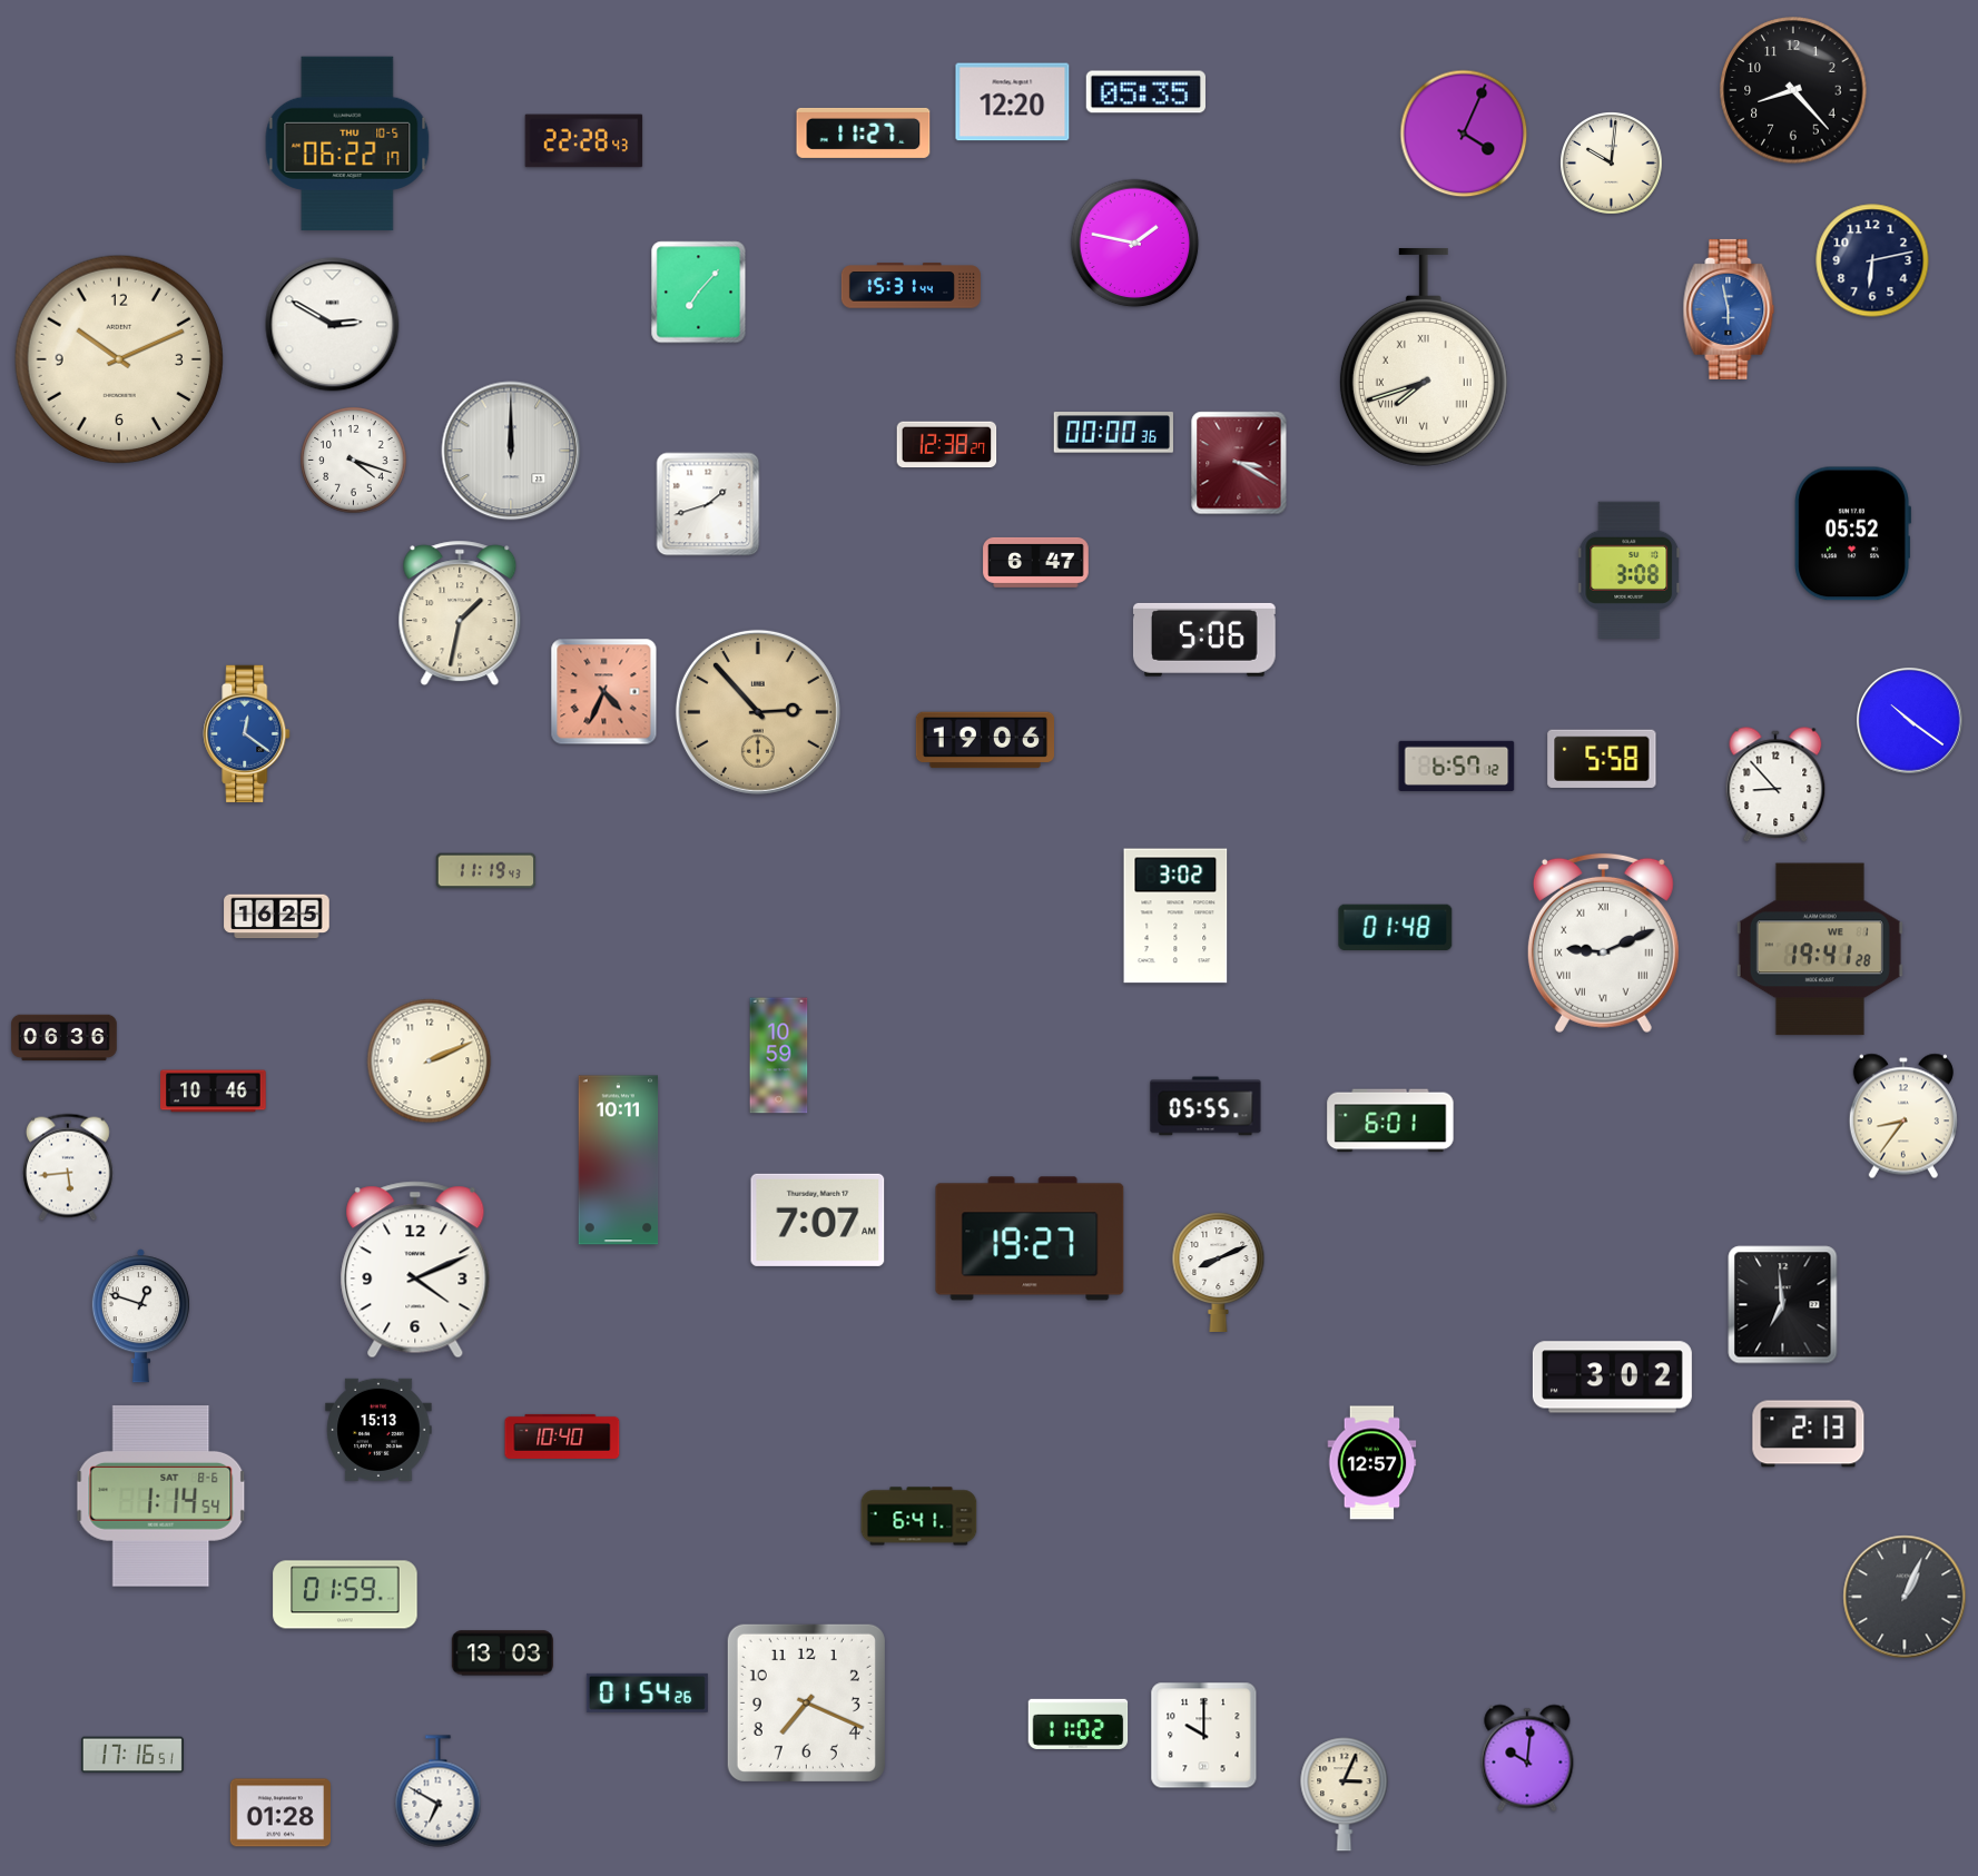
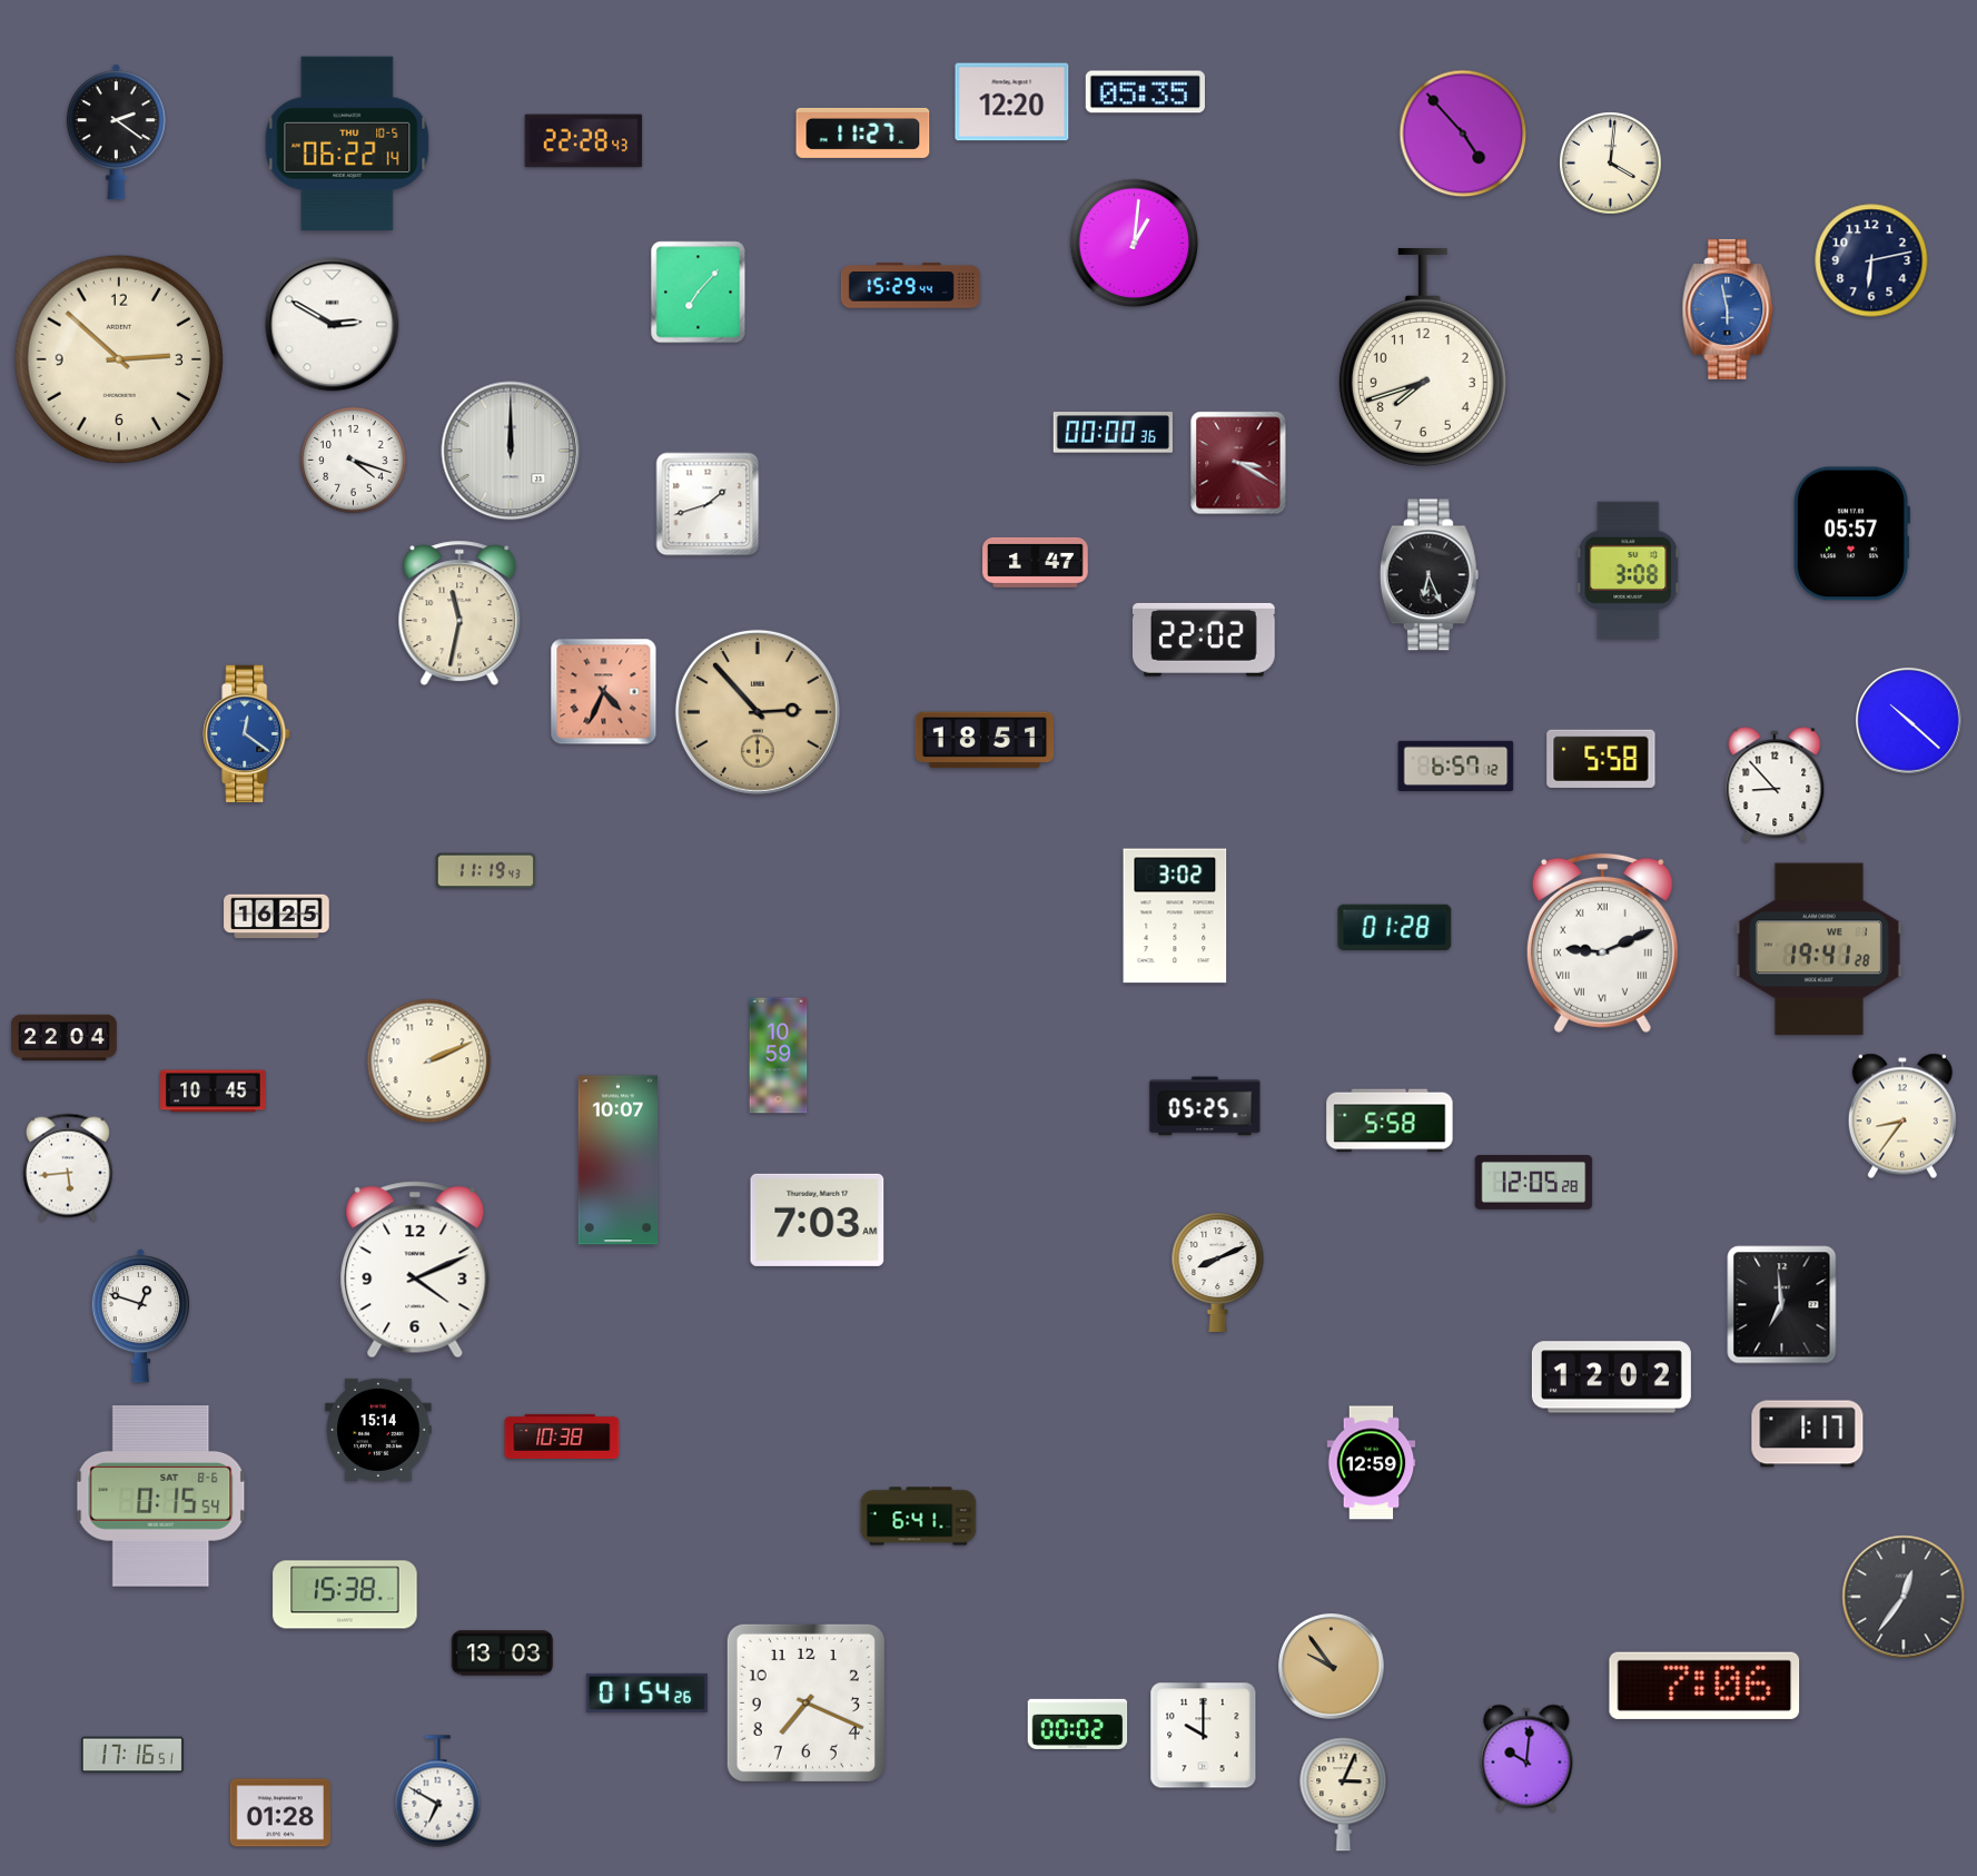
clock at (1793, 90): 8:23 -> none
clock at (116, 132): none -> 2:21
clock at (1464, 134): 4:04 -> 4:53
clock at (347, 144): 06:22:17 -> 06:22:14
clock at (1612, 164): 10:01 -> 4:01
clock at (1135, 244): 1:47 -> 1:01
clock at (911, 286): 15:31 -> 15:29
clock at (1424, 357) numerals: Roman -> Arabic
clock at (119, 359): 10:11 -> 2:52
clock at (947, 445): 12:38 -> none
clock at (1852, 534): 05:52 -> 05:57
clock at (1036, 562): 6:47 -> 1:47
clock at (1429, 575): none -> 6:26
clock at (460, 613): 1:32 -> 11:32
clock at (1204, 640): 5:06 -> 22:02
clock at (1910, 721): 10:21 -> 10:22
clock at (984, 740): 19:06 -> 18:51
clock at (1396, 927): 01:48 -> 01:28
clock at (65, 1038): 06:36 -> 22:04
clock at (214, 1092): 10:46 -> 10:45
clock at (1206, 1106): 05:55 -> 05:25
clock at (1390, 1120): 6:01 -> 5:58
clock at (619, 1161): 10:11 -> 10:07
clock at (1534, 1183): none -> 12:05
clock at (818, 1220): 7:07 -> 7:03
clock at (1030, 1238): 19:27 -> none
clock at (1612, 1378): 3:02 -> 12:02
clock at (378, 1430): 15:13 -> 15:14
clock at (1809, 1434): 2:13 -> 1:17
clock at (562, 1436): 10:40 -> 10:38
clock at (1372, 1463): 12:57 -> 12:59
clock at (161, 1497): 1:14 -> 0:15
clock at (345, 1594): 01:59 -> 15:38
clock at (1905, 1597): 1:04 -> 12:36
clock at (1332, 1667): none -> 9:54
clock at (1704, 1686): none -> 7:06
clock at (1079, 1724): 11:02 -> 00:02
